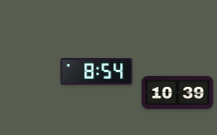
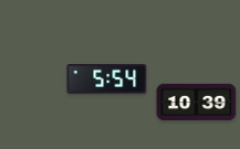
clock at (97, 72): 8:54 -> 5:54
